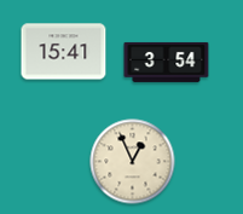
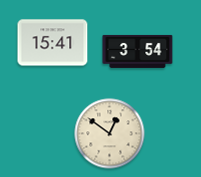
clock at (133, 162): 12:56 -> 12:51
